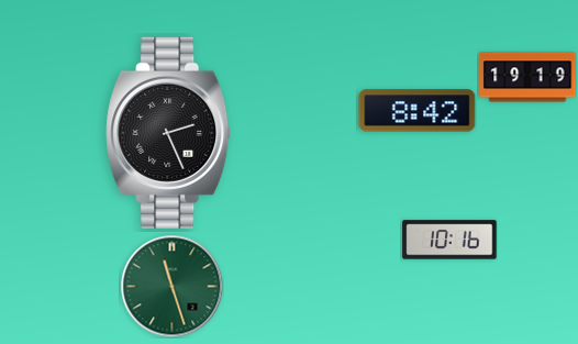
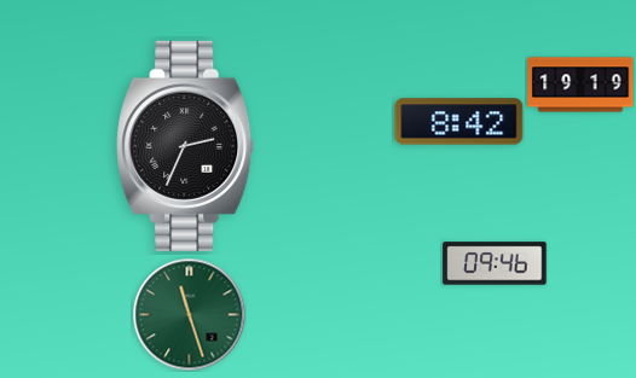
clock at (169, 133): 2:26 -> 2:34
clock at (449, 240): 10:16 -> 09:46
